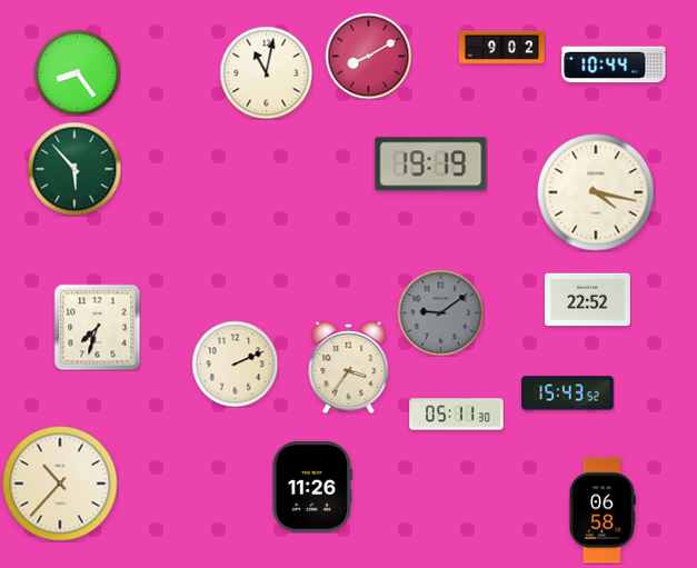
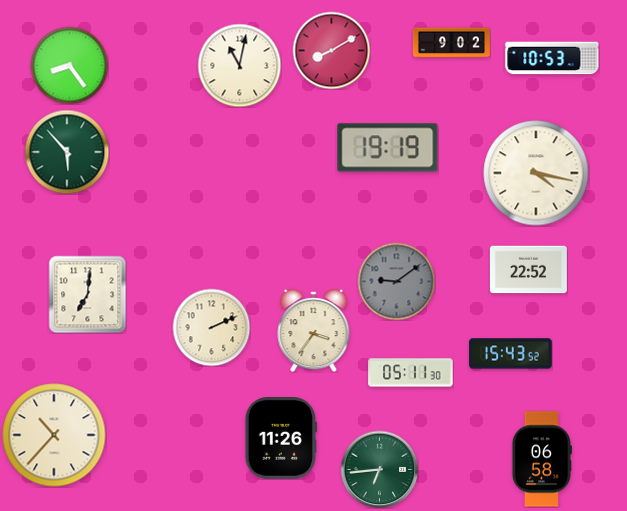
clock at (614, 64): 10:44 -> 10:53
clock at (97, 327): 7:33 -> 7:01
clock at (379, 469): none -> 6:44
